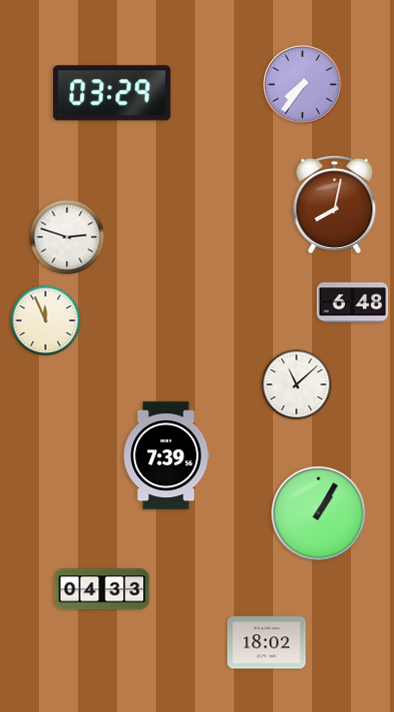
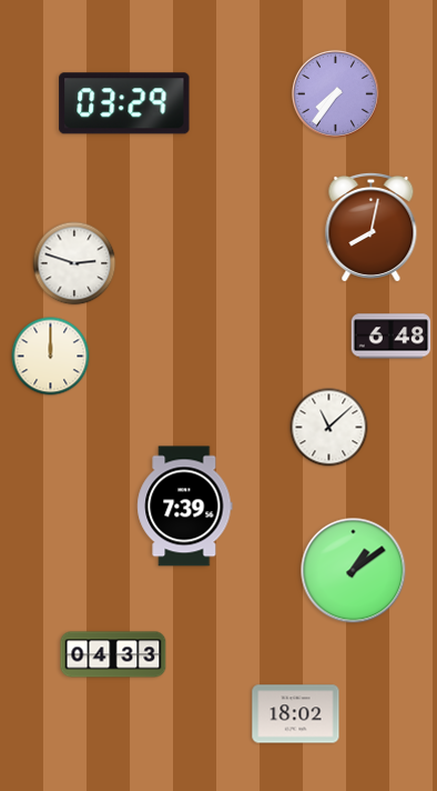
clock at (46, 321): 11:56 -> 12:00
clock at (319, 514): 1:05 -> 1:09
